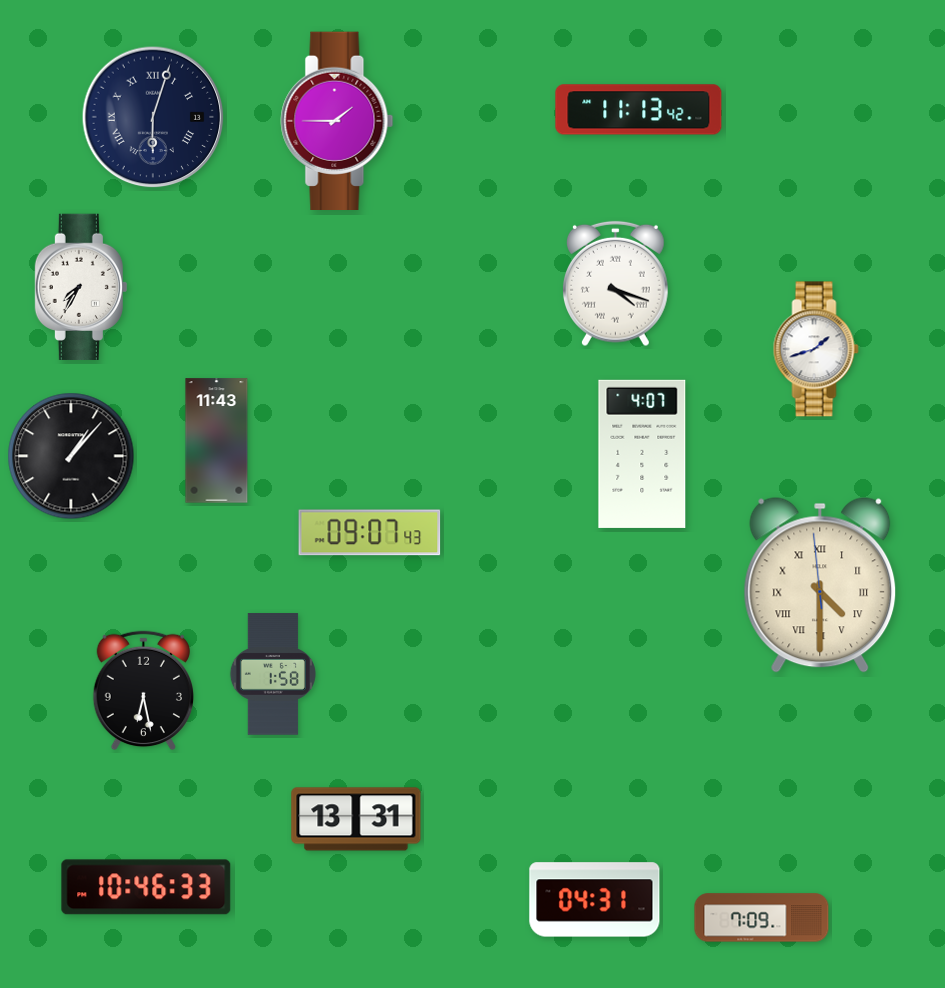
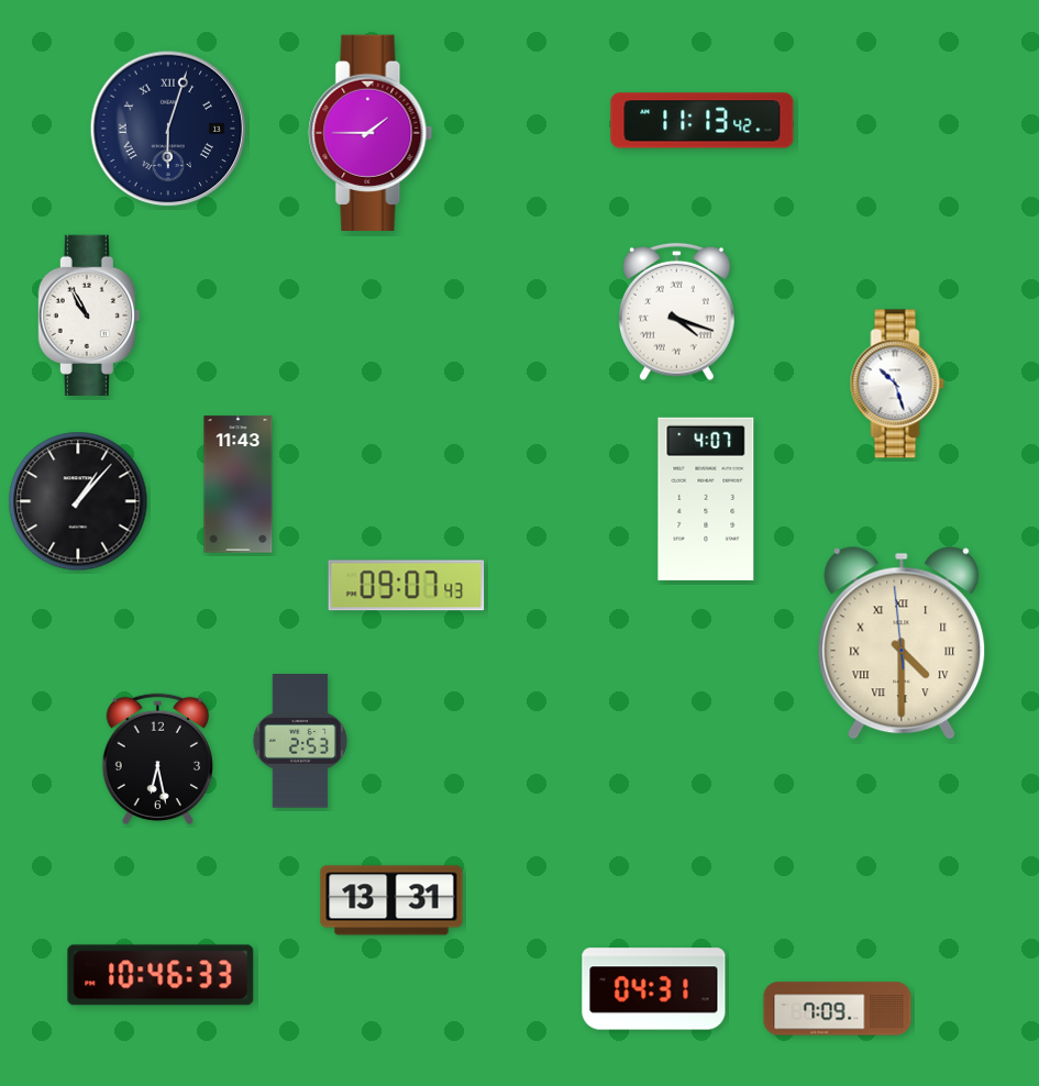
clock at (81, 287): 7:35 -> 10:55
clock at (816, 349): 1:42 -> 10:27
clock at (273, 674): 1:58 -> 2:53
